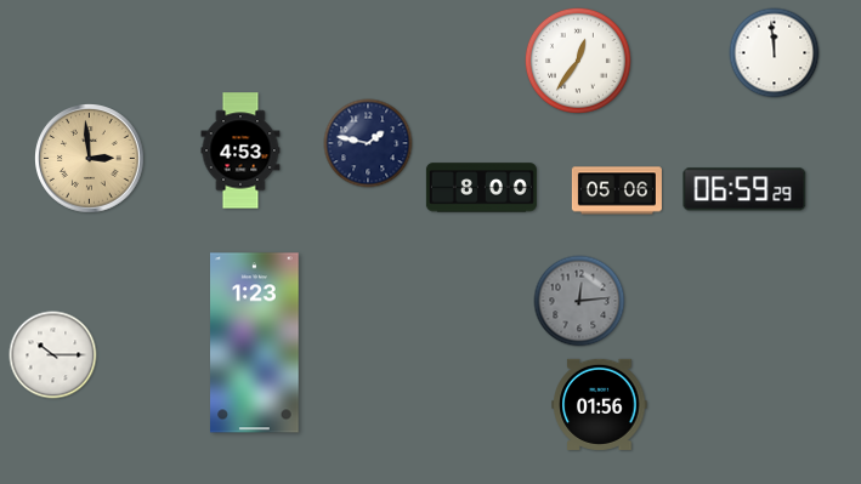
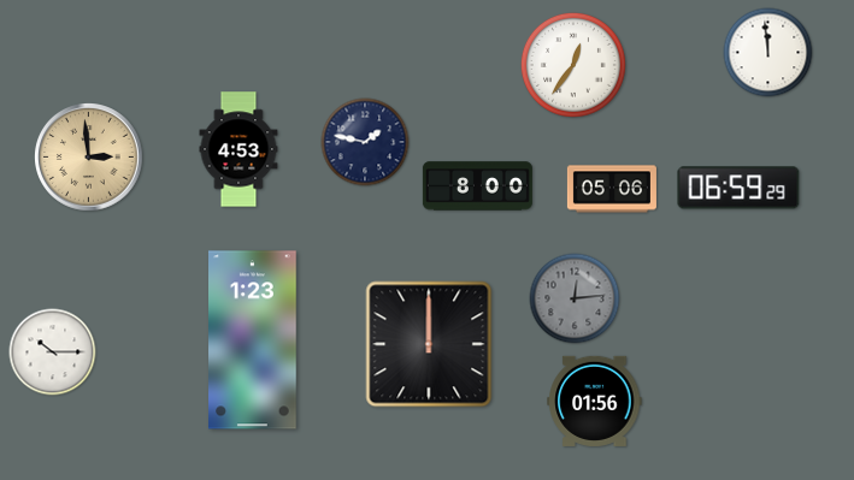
clock at (578, 61) position: (578, 61) -> (573, 65)
clock at (429, 344): none -> 12:00
